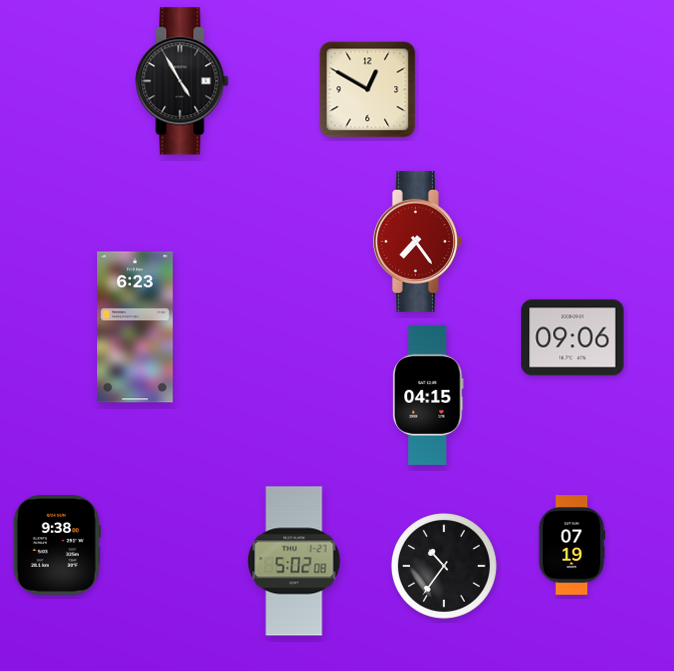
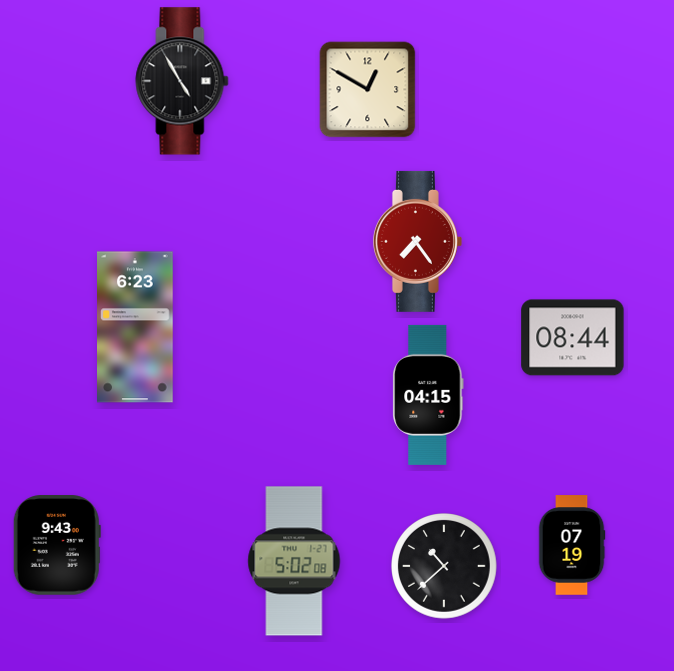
clock at (573, 338): 09:06 -> 08:44
clock at (57, 545): 9:38 -> 9:43
clock at (444, 566): 10:36 -> 10:38
